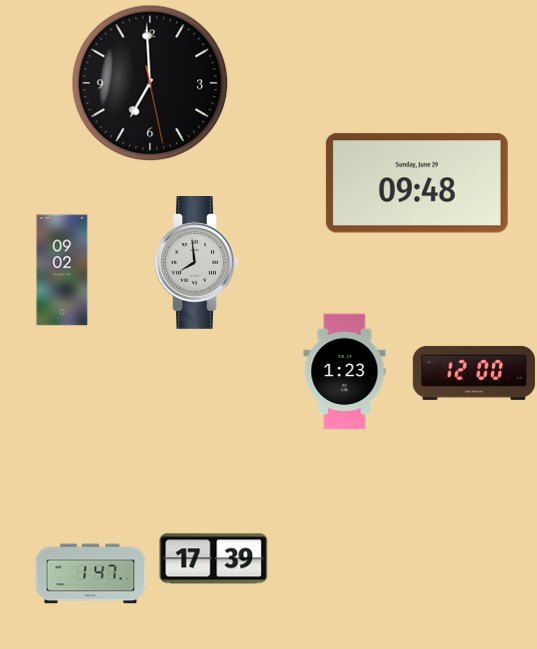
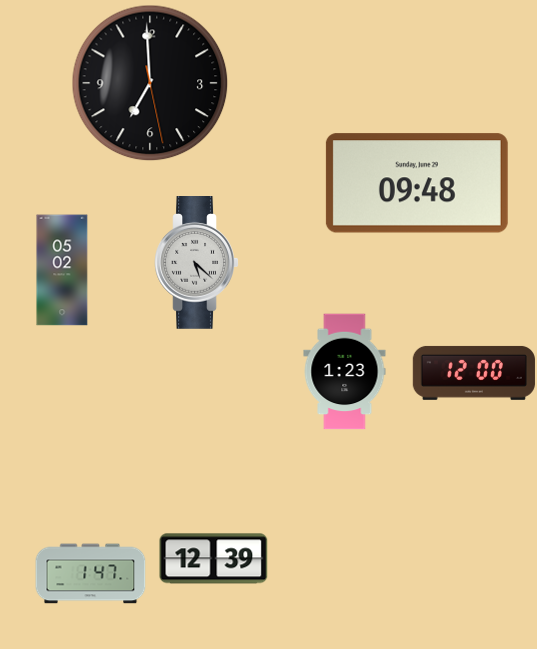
clock at (197, 263): 7:59 -> 5:22
clock at (62, 270): 09:02 -> 05:02
clock at (214, 559): 17:39 -> 12:39
